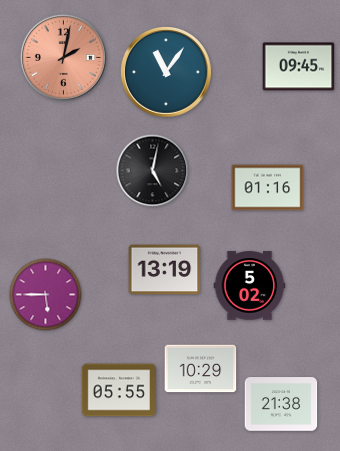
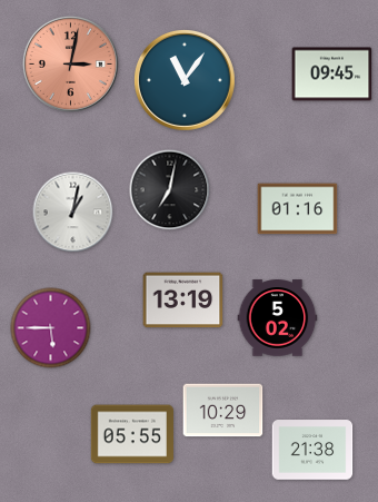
clock at (63, 57): 2:02 -> 3:02
clock at (153, 171): 5:02 -> 7:02
clock at (73, 213): none -> 1:02
